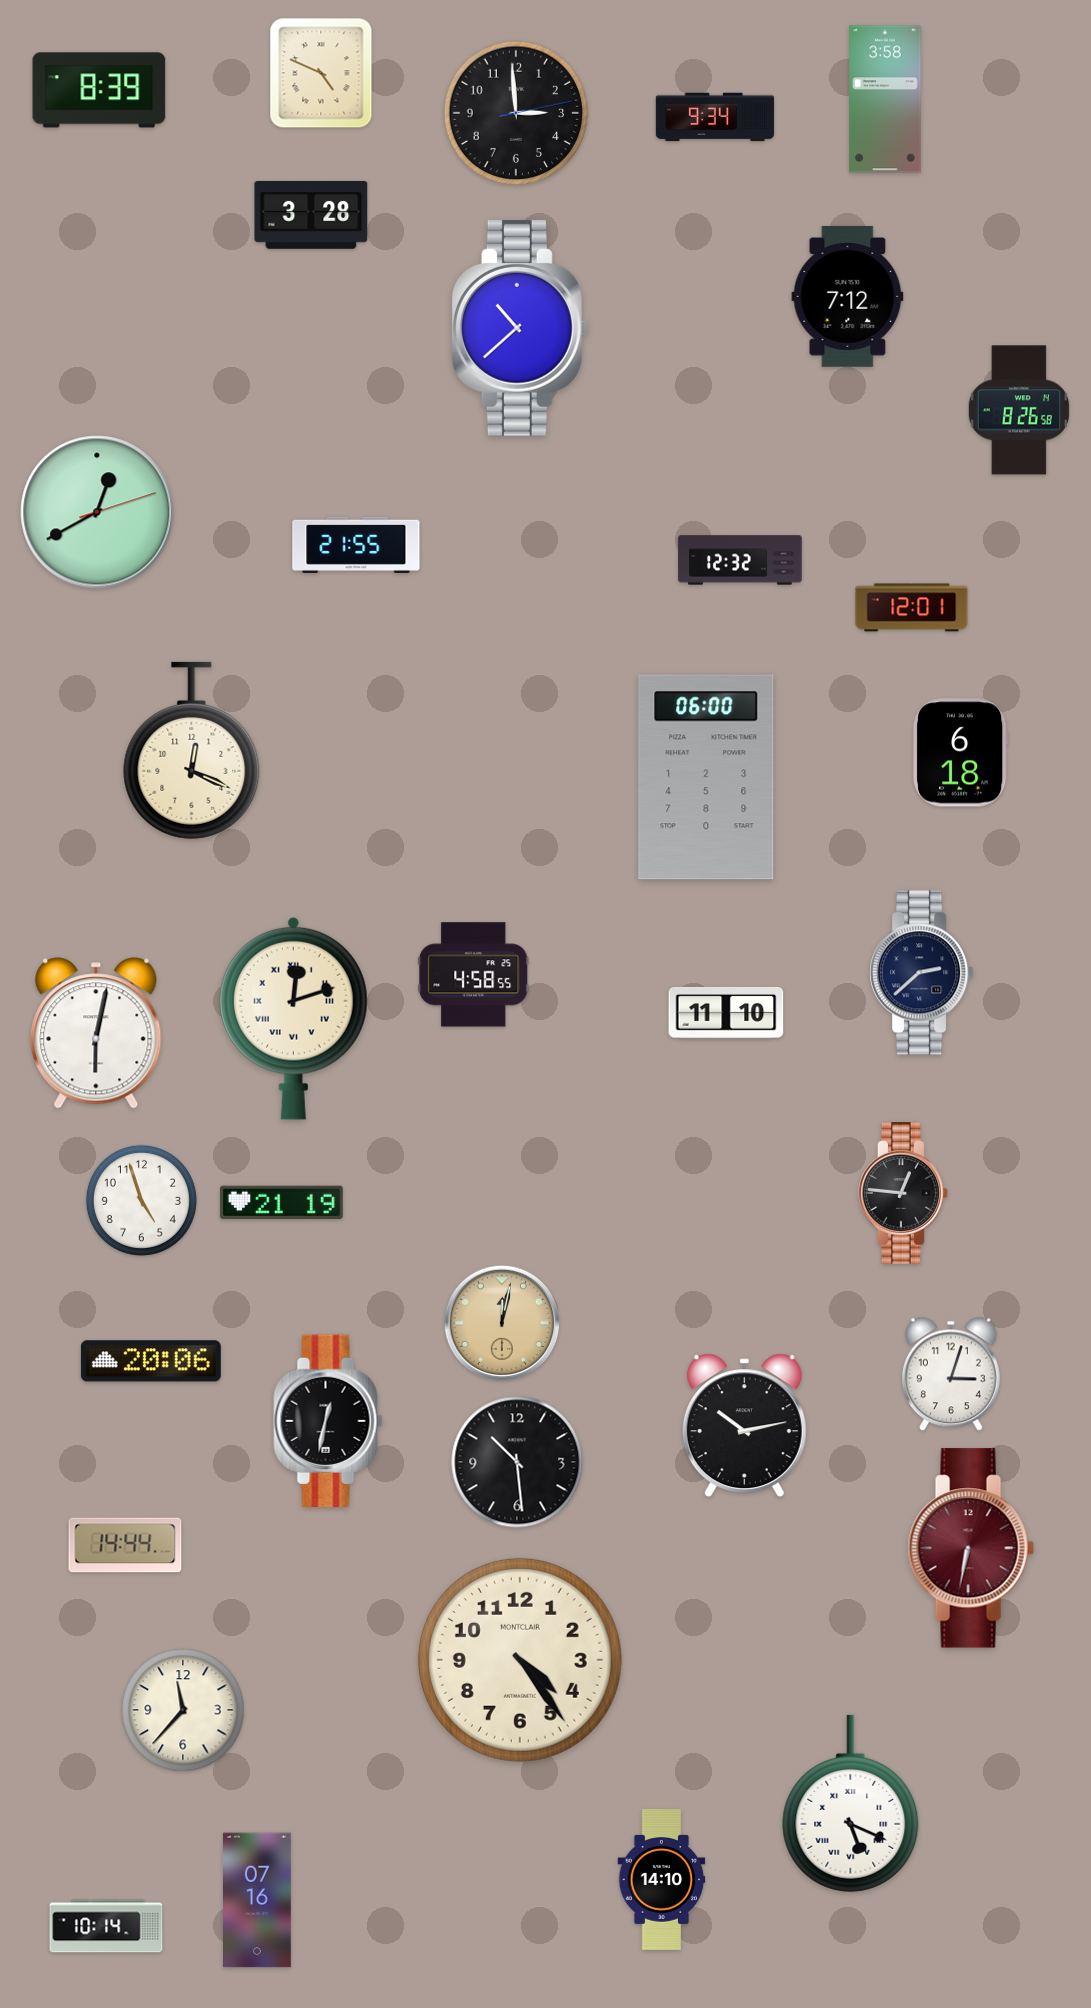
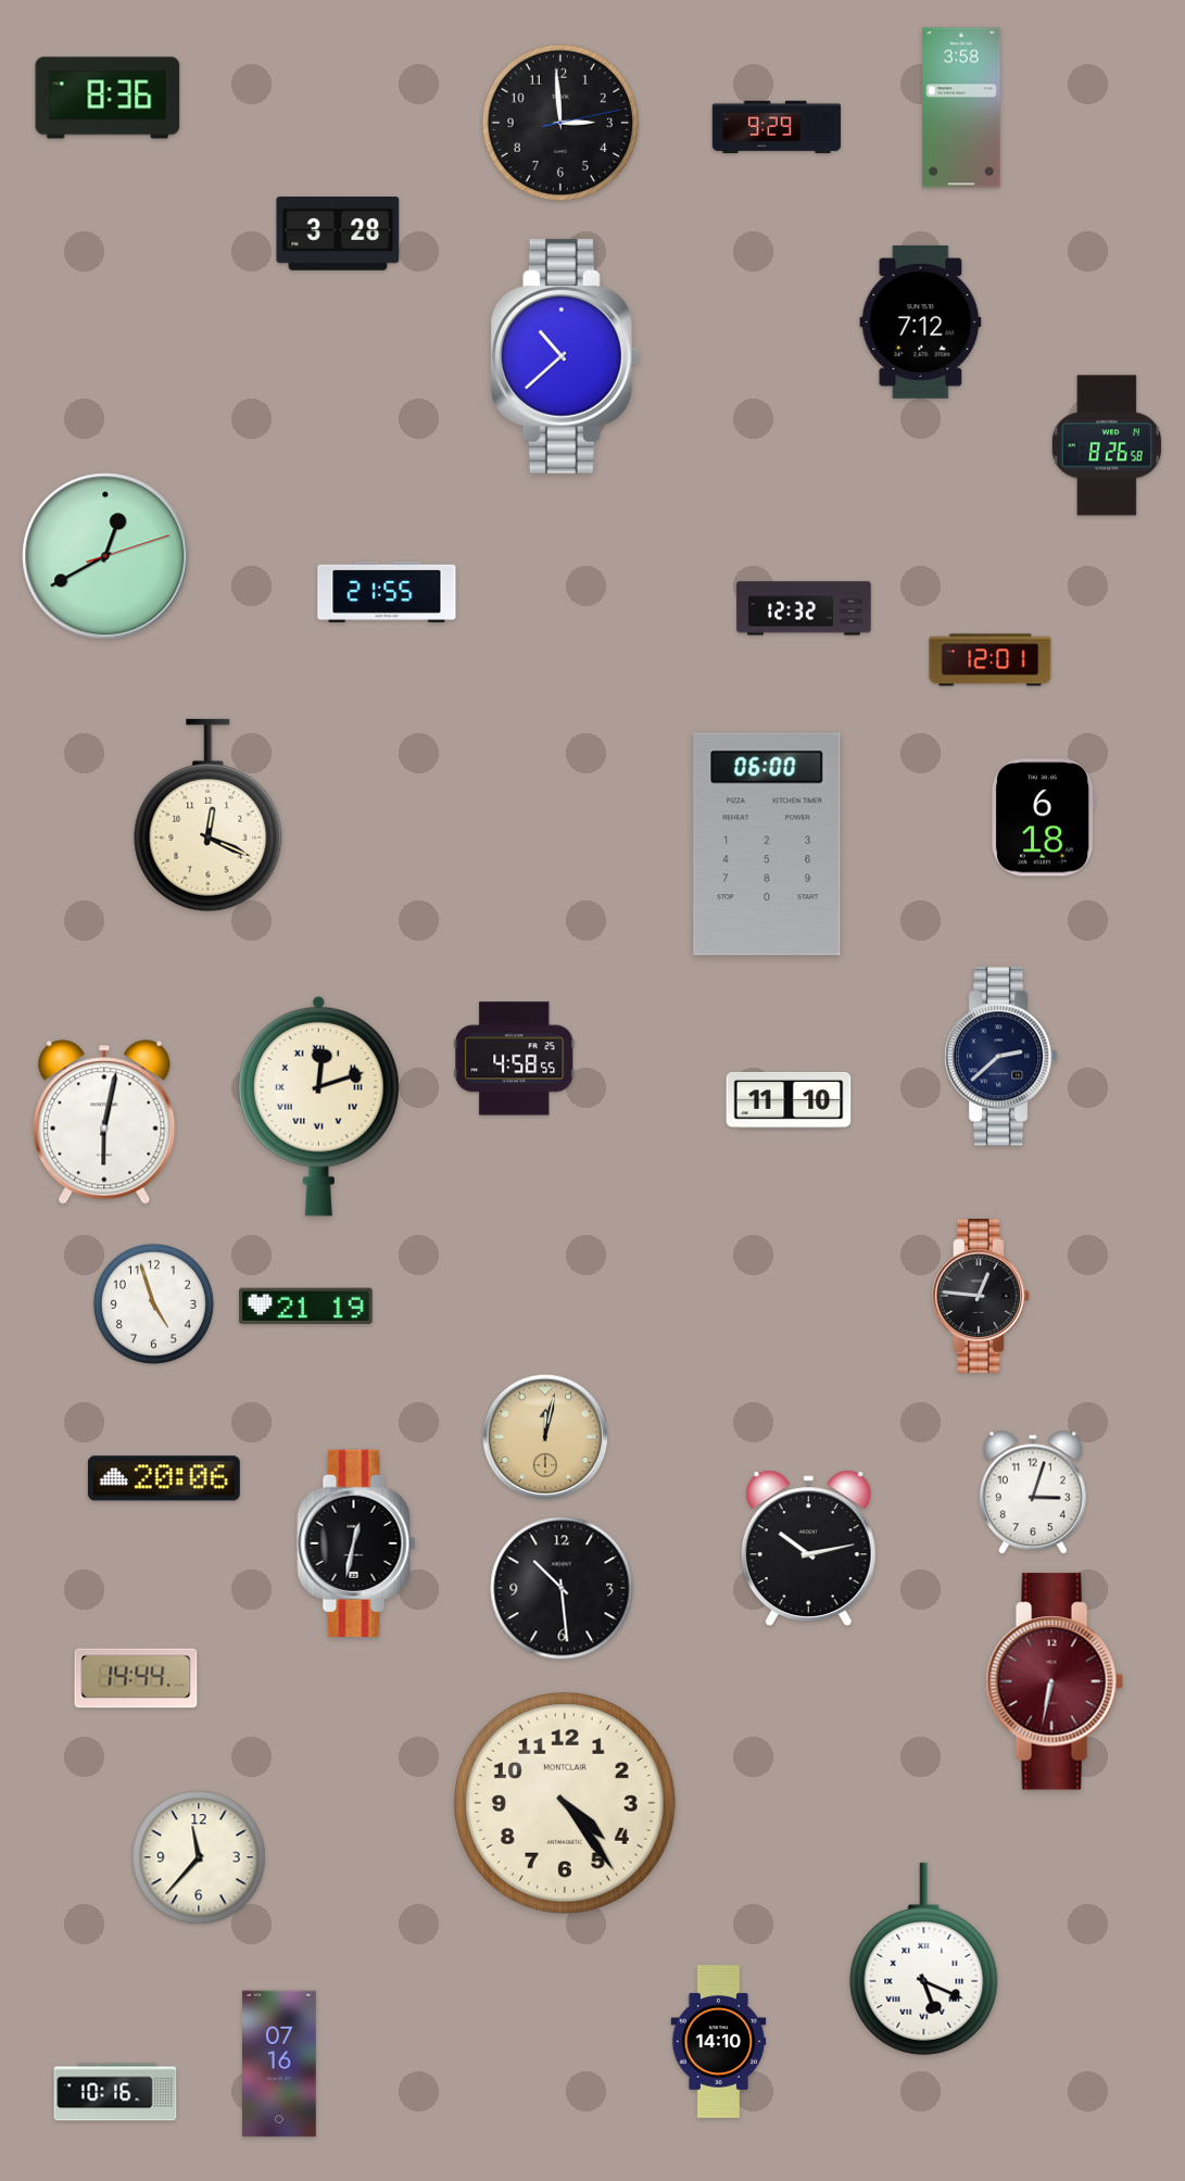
clock at (321, 73): 4:49 -> none
clock at (99, 90): 8:39 -> 8:36
clock at (715, 117): 9:34 -> 9:29
clock at (106, 1926): 10:14 -> 10:16
